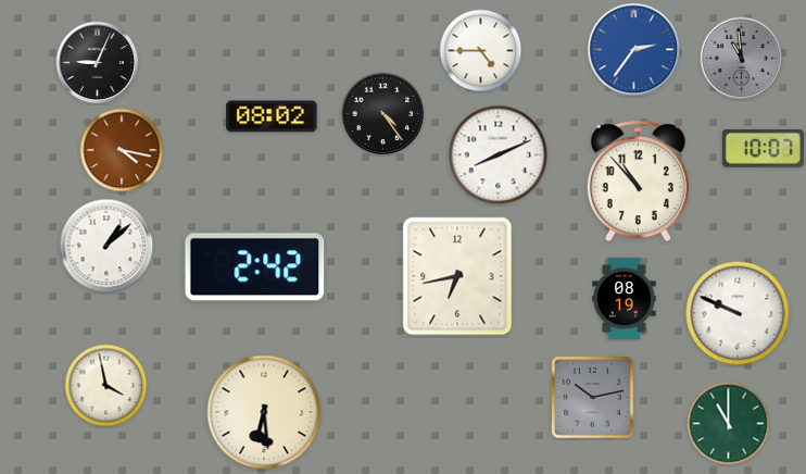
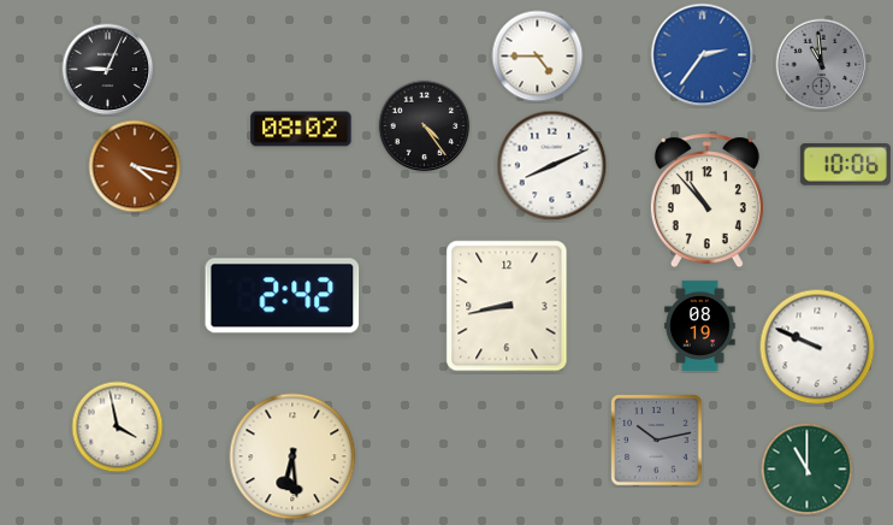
clock at (481, 51) position: (481, 51) -> (538, 57)
clock at (763, 149): 10:07 -> 10:06
clock at (499, 155) position: (499, 155) -> (552, 166)
clock at (106, 246): 1:08 -> none
clock at (457, 276): 6:43 -> 8:43
clock at (625, 298) position: (625, 298) -> (700, 325)
